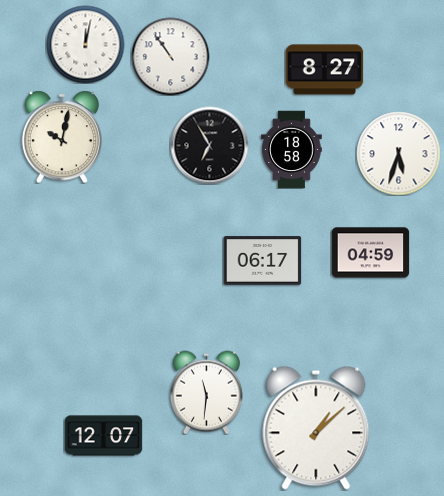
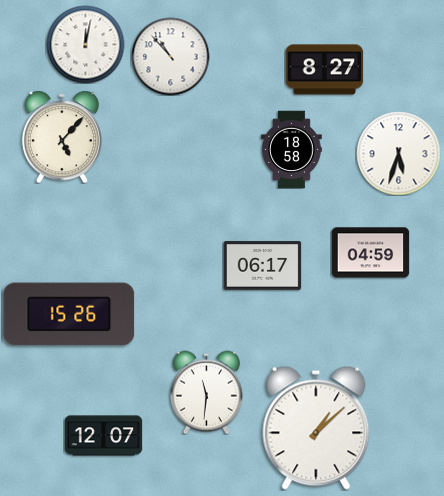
clock at (170, 56): 10:54 -> 10:53
clock at (61, 137): 10:02 -> 5:07
clock at (209, 145): 6:55 -> none
clock at (262, 261) position: (262, 261) -> (262, 266)
clock at (69, 314): none -> 15:26
